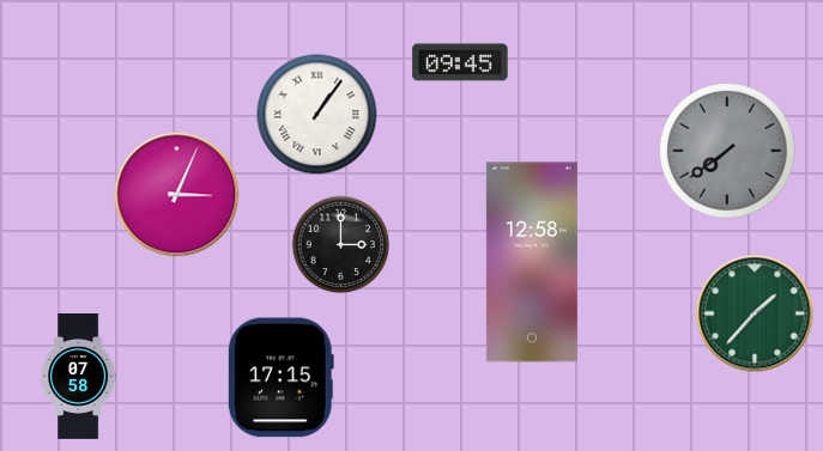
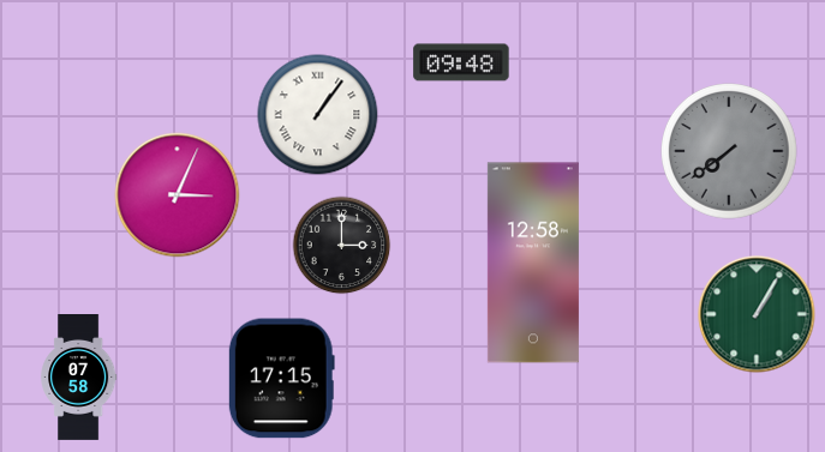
clock at (460, 62): 09:45 -> 09:48
clock at (755, 313): 1:37 -> 1:05
